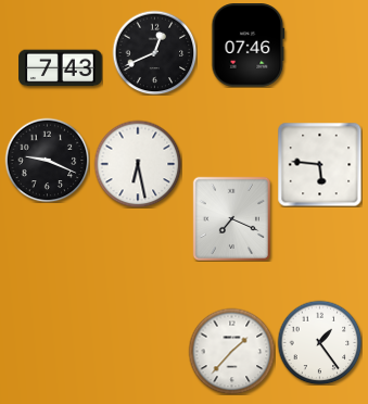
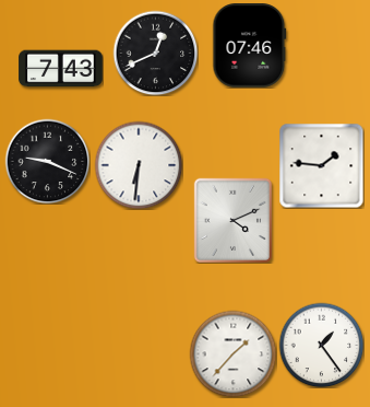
clock at (138, 164): 6:28 -> 6:31
clock at (319, 164): 5:46 -> 1:46
clock at (231, 218): 7:19 -> 4:11
